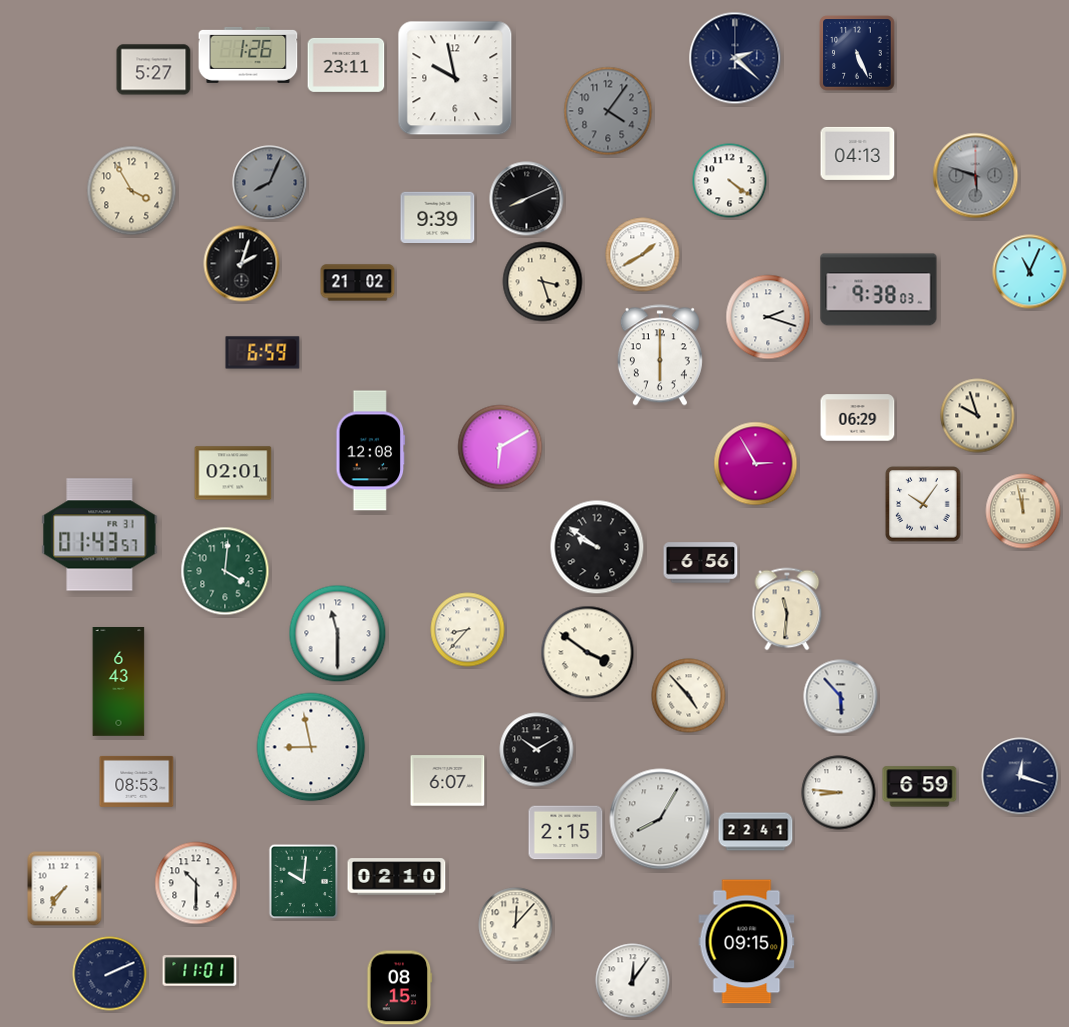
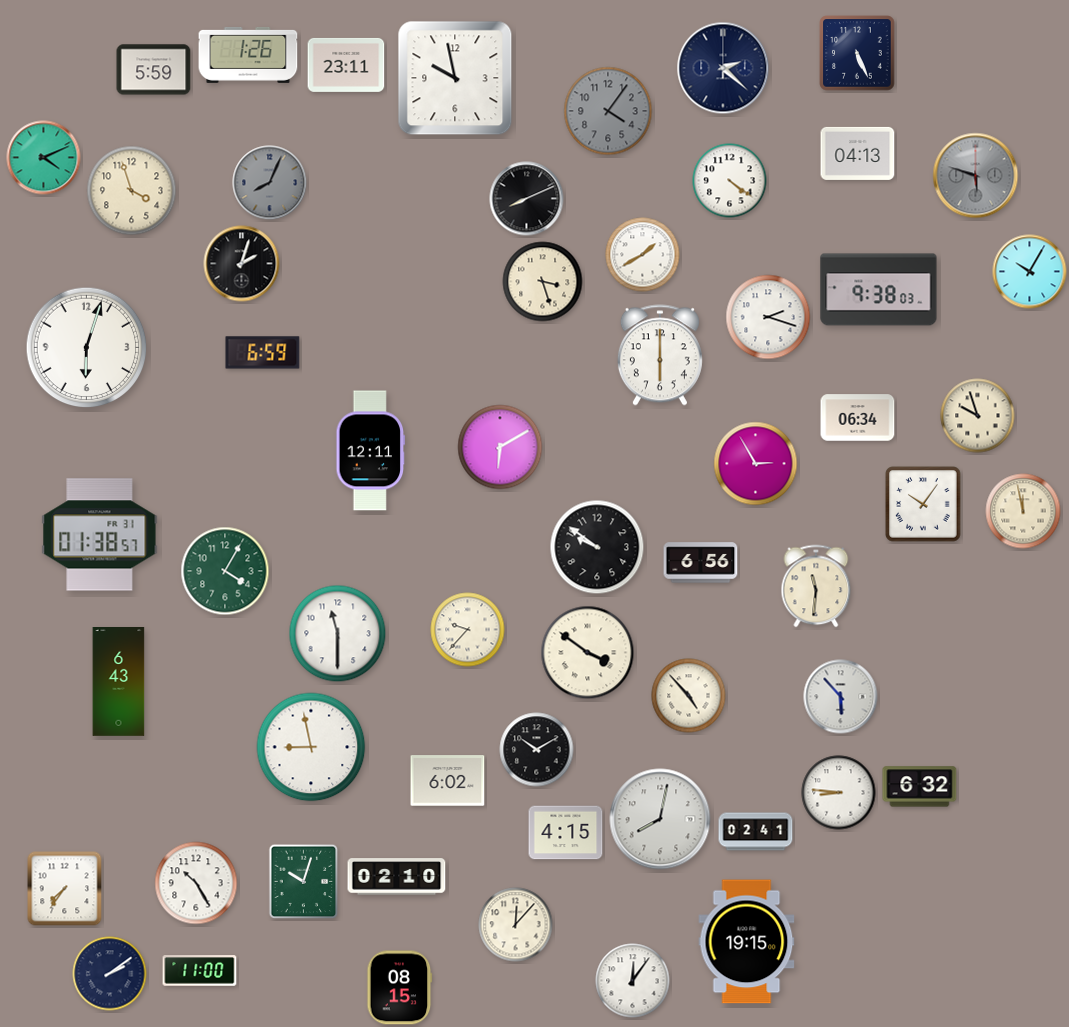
clock at (735, 58) position: (735, 58) -> (723, 68)
clock at (154, 70): 5:27 -> 5:59
clock at (44, 158): none -> 4:11
clock at (132, 191): 3:55 -> 3:57
clock at (438, 217): 9:39 -> none
clock at (1030, 272): 11:04 -> 10:05
clock at (358, 283): 21:02 -> none
clock at (87, 348): none -> 6:03
clock at (858, 418): 06:29 -> 06:34
clock at (371, 451): 12:08 -> 12:11
clock at (233, 473): 02:01 -> none
clock at (100, 535): 01:43 -> 01:38
clock at (225, 571): 4:01 -> 4:05
clock at (787, 609) position: (787, 609) -> (816, 586)
clock at (468, 630): 8:37 -> 9:37
clock at (1020, 776): 12:18 -> none
clock at (137, 781): 08:53 -> none
clock at (448, 781): 6:07 -> 6:02
clock at (920, 787): 6:59 -> 6:32
clock at (660, 819): 8:05 -> 8:02
clock at (756, 832): 22:41 -> 02:41
clock at (566, 833): 2:15 -> 4:15
clock at (304, 882): 10:01 -> 10:03
clock at (196, 883): 10:30 -> 10:25
clock at (747, 942): 09:15 -> 19:15
clock at (200, 971): 11:01 -> 11:00
clock at (110, 974): 2:11 -> 2:09
